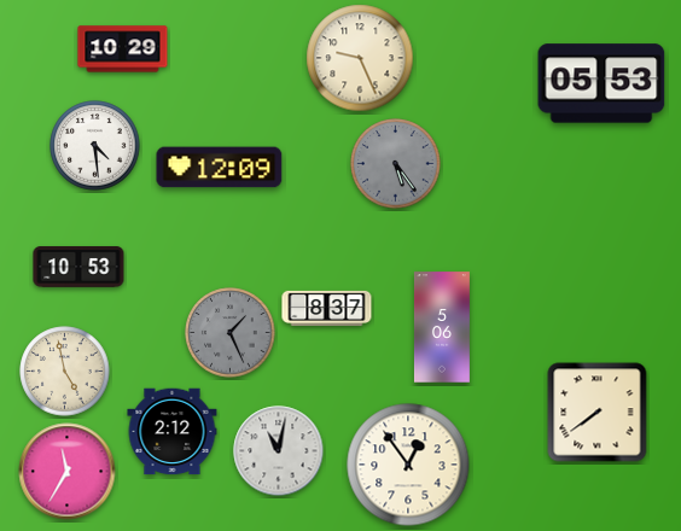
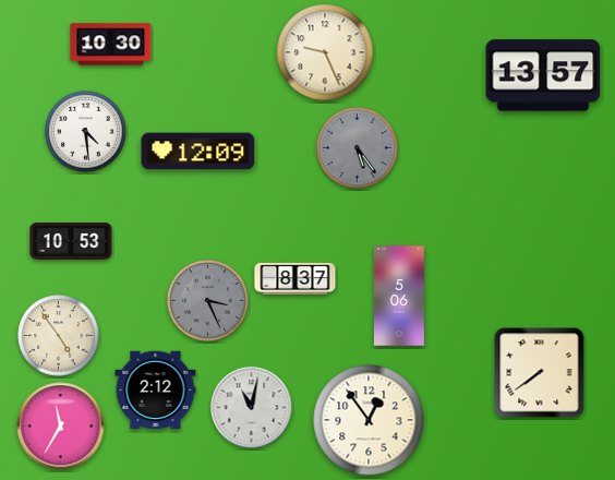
clock at (123, 49): 10:29 -> 10:30
clock at (601, 83): 05:53 -> 13:57
clock at (231, 333): 1:26 -> 3:26
clock at (65, 372): 4:58 -> 4:54
